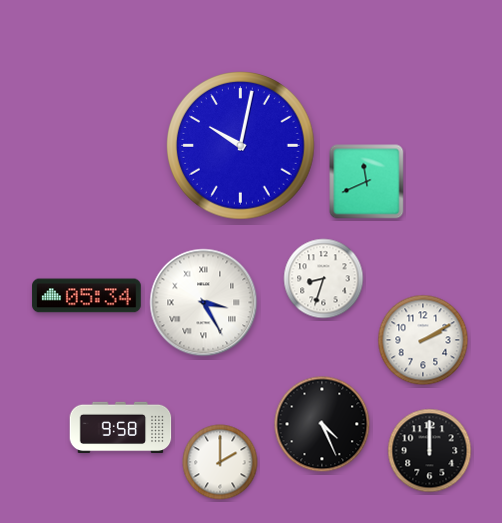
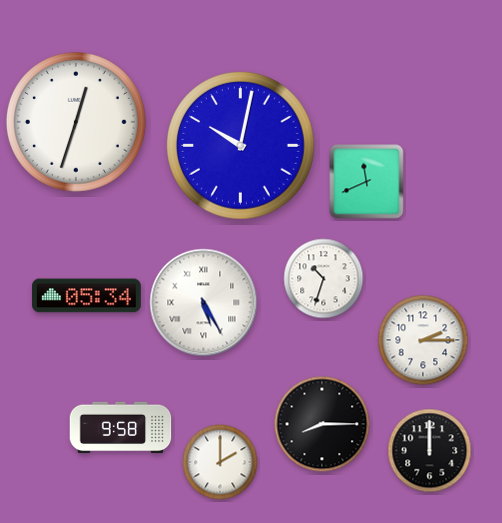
clock at (76, 122): none -> 12:33
clock at (324, 279): 8:33 -> 10:33
clock at (204, 303): 3:25 -> 5:25
clock at (423, 340): 2:10 -> 2:15
clock at (322, 424): 4:26 -> 8:15
